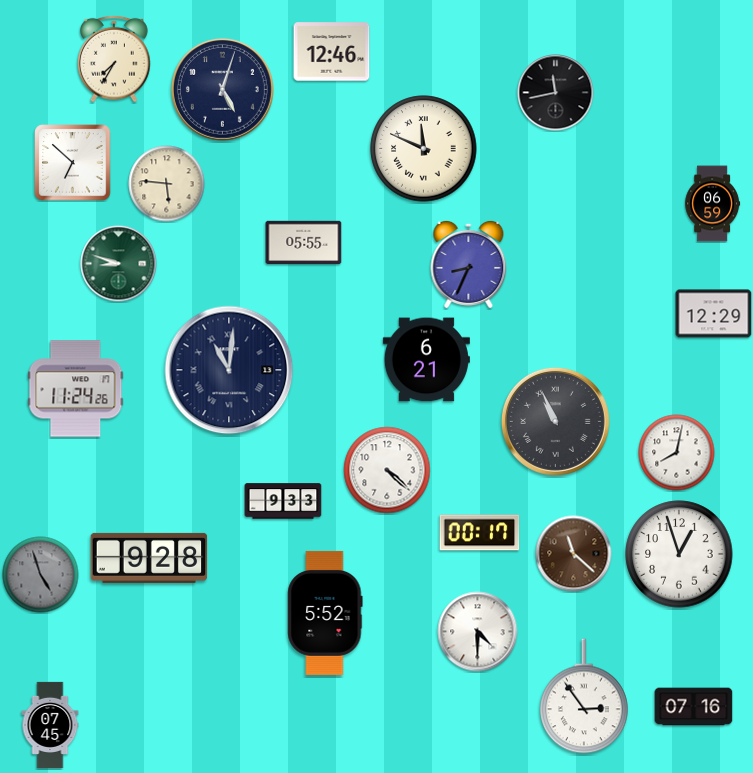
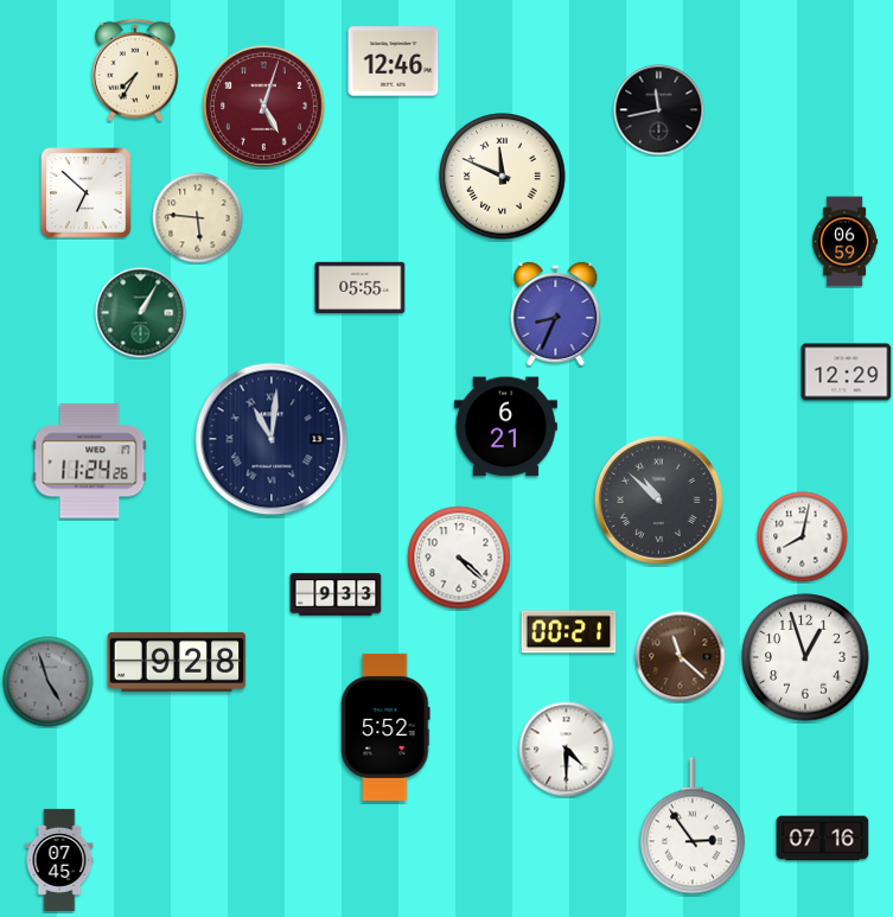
clock at (222, 89) dial: navy -> burgundy
clock at (119, 264): 8:48 -> 1:05
clock at (555, 421): 10:56 -> 10:52
clock at (480, 533): 00:17 -> 00:21
